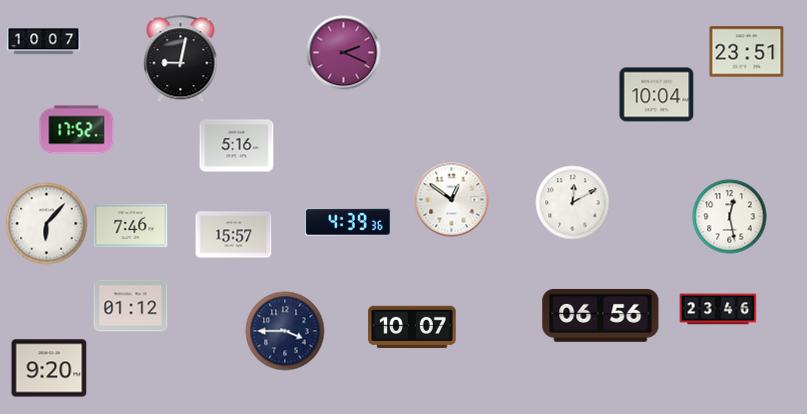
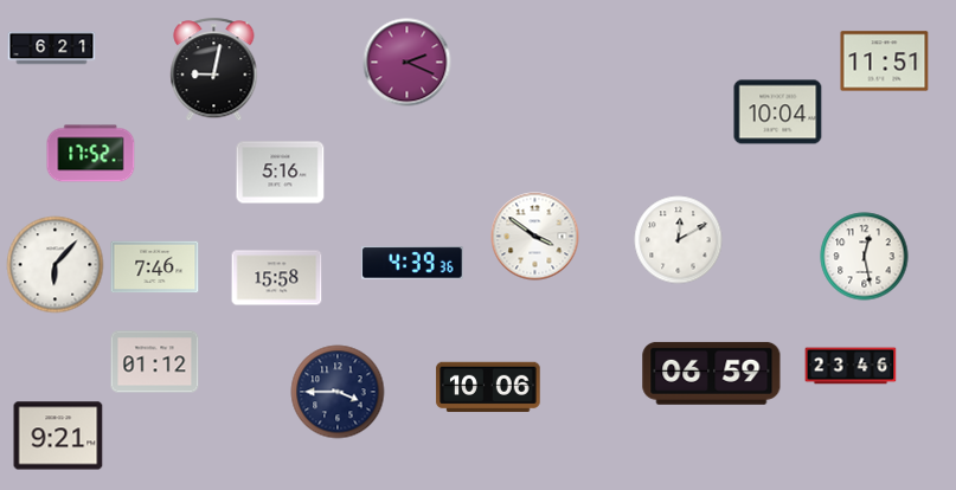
clock at (44, 41): 10:07 -> 6:21
clock at (747, 52): 23:51 -> 11:51
clock at (452, 200): 12:51 -> 3:51
clock at (234, 235): 15:57 -> 15:58
clock at (601, 315): 06:56 -> 06:59
clock at (412, 327): 10:07 -> 10:06
clock at (49, 368): 9:20 -> 9:21
